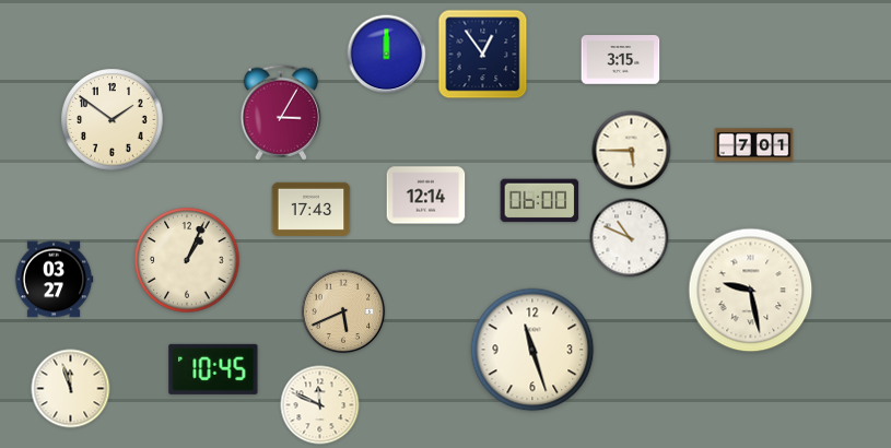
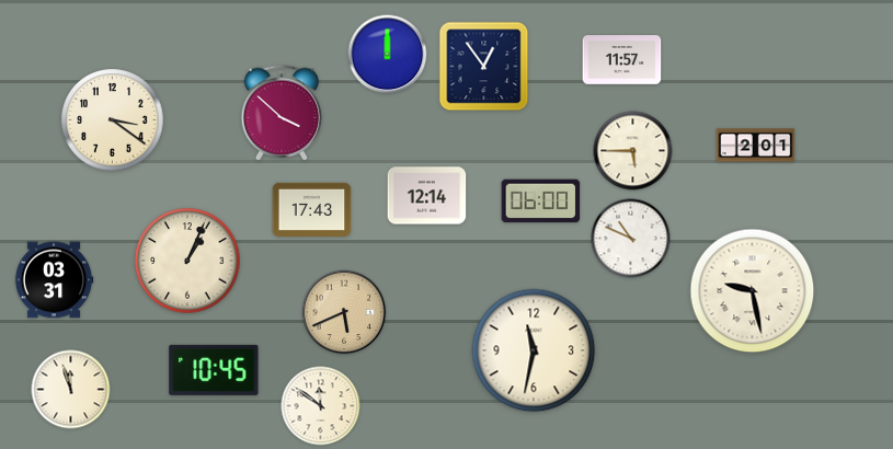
clock at (483, 55) position: (483, 55) -> (484, 67)
clock at (621, 60): 3:15 -> 11:57
clock at (280, 113): 3:05 -> 3:52
clock at (113, 120): 1:51 -> 3:21
clock at (754, 145): 7:01 -> 2:01
clock at (54, 280): 03:27 -> 03:31
clock at (532, 350): 11:27 -> 11:32
clock at (320, 405): 11:49 -> 11:51
